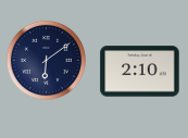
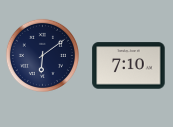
clock at (140, 72): 2:10 -> 7:10
